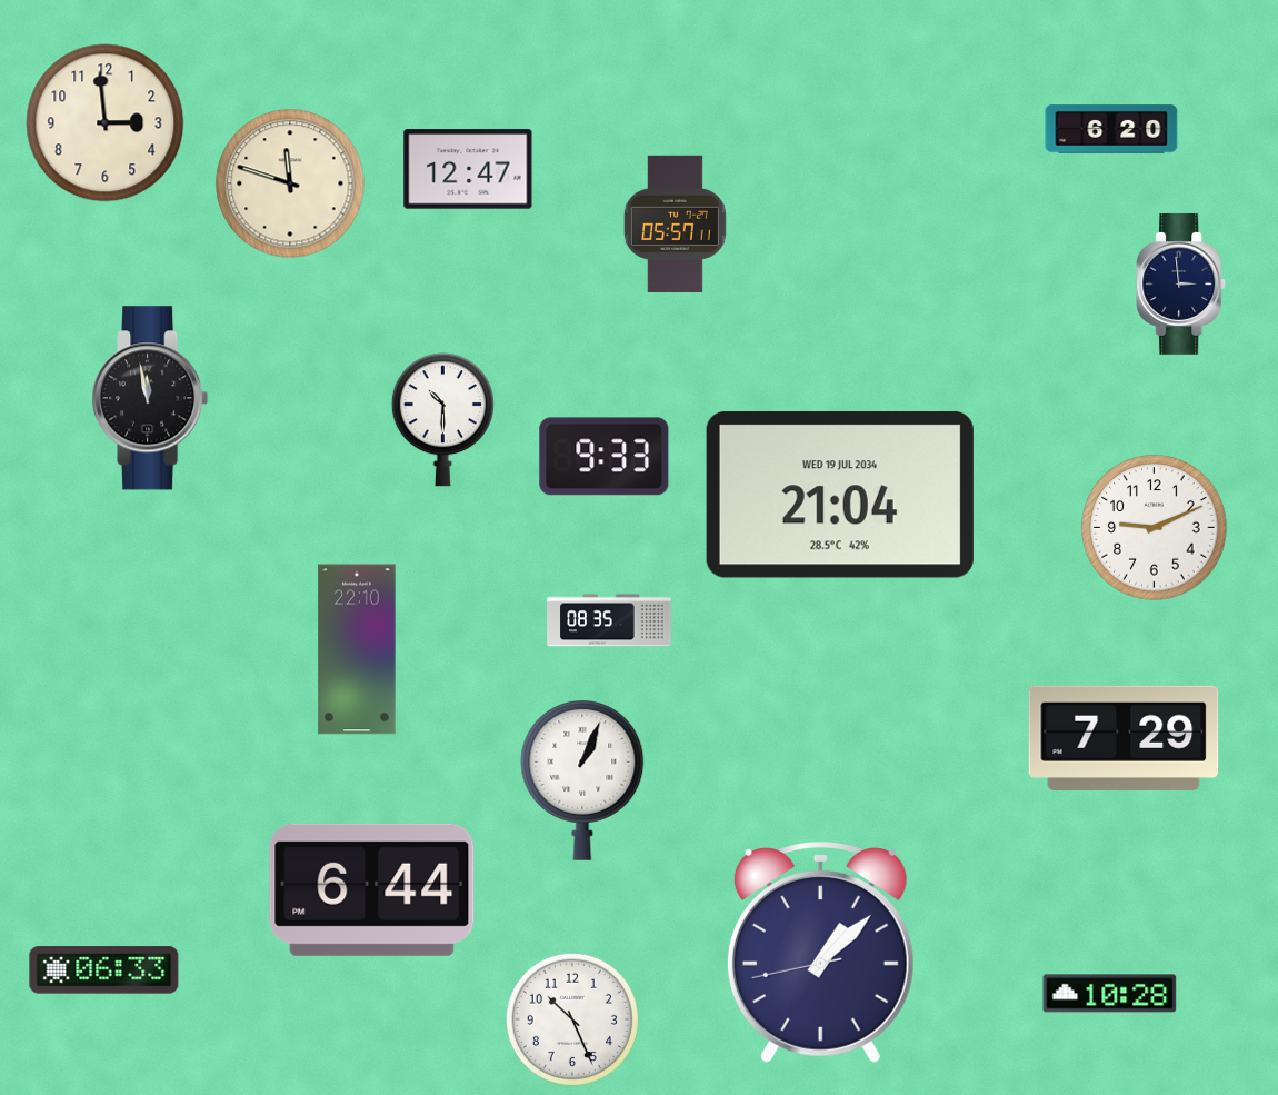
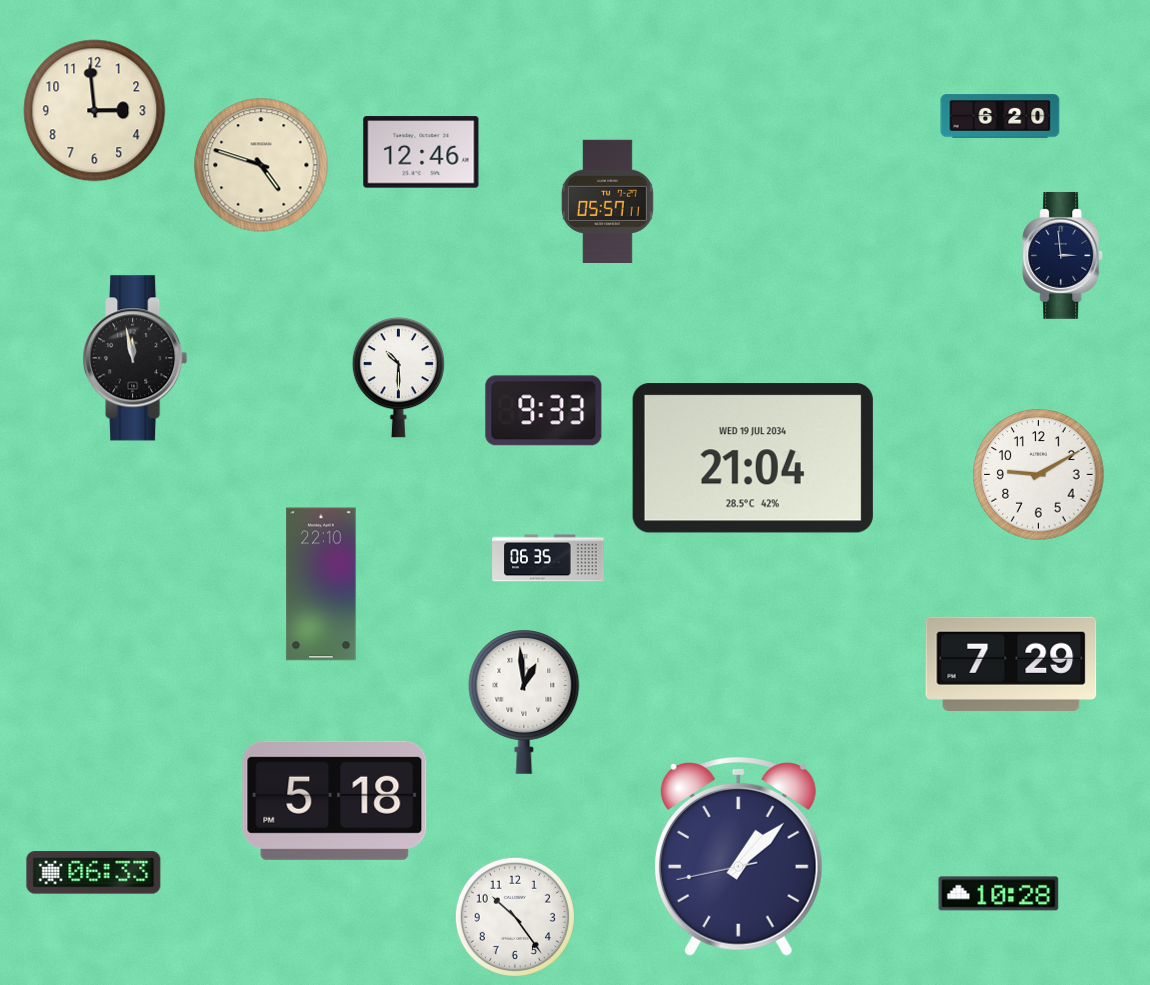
clock at (468, 169): 12:47 -> 12:46
clock at (290, 183): 11:48 -> 4:48
clock at (840, 495) position: (840, 495) -> (753, 458)
clock at (1155, 528): 9:11 -> 9:10
clock at (609, 620): 08:35 -> 06:35
clock at (582, 780): 1:04 -> 12:59
clock at (372, 889): 6:44 -> 5:18
clock at (572, 1019): 10:26 -> 10:24
